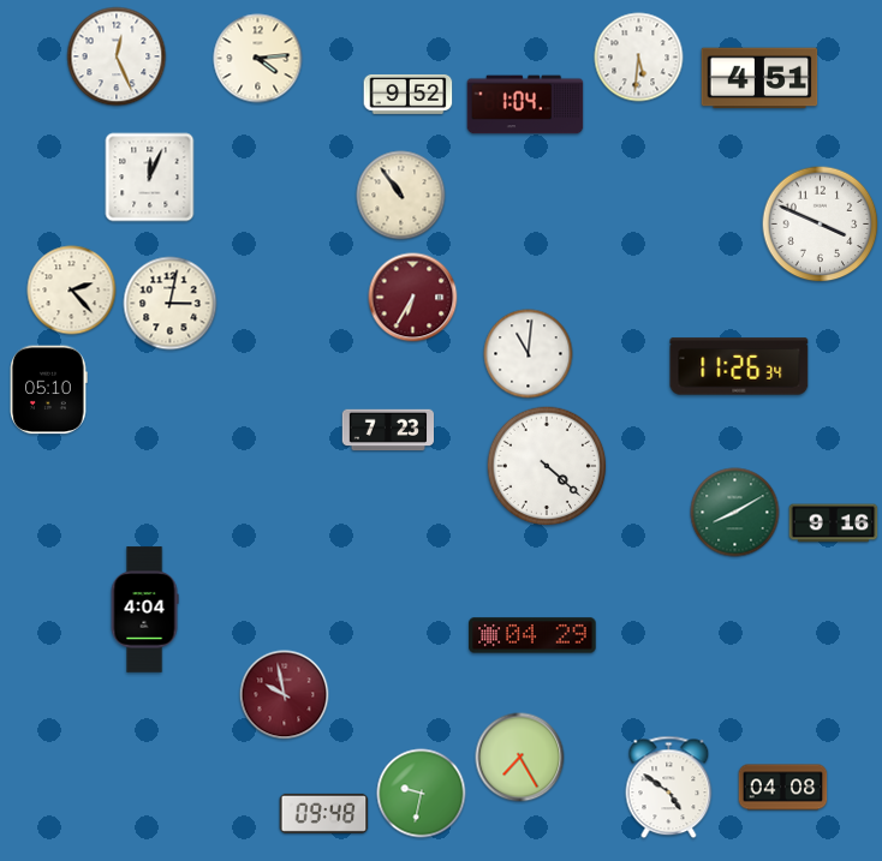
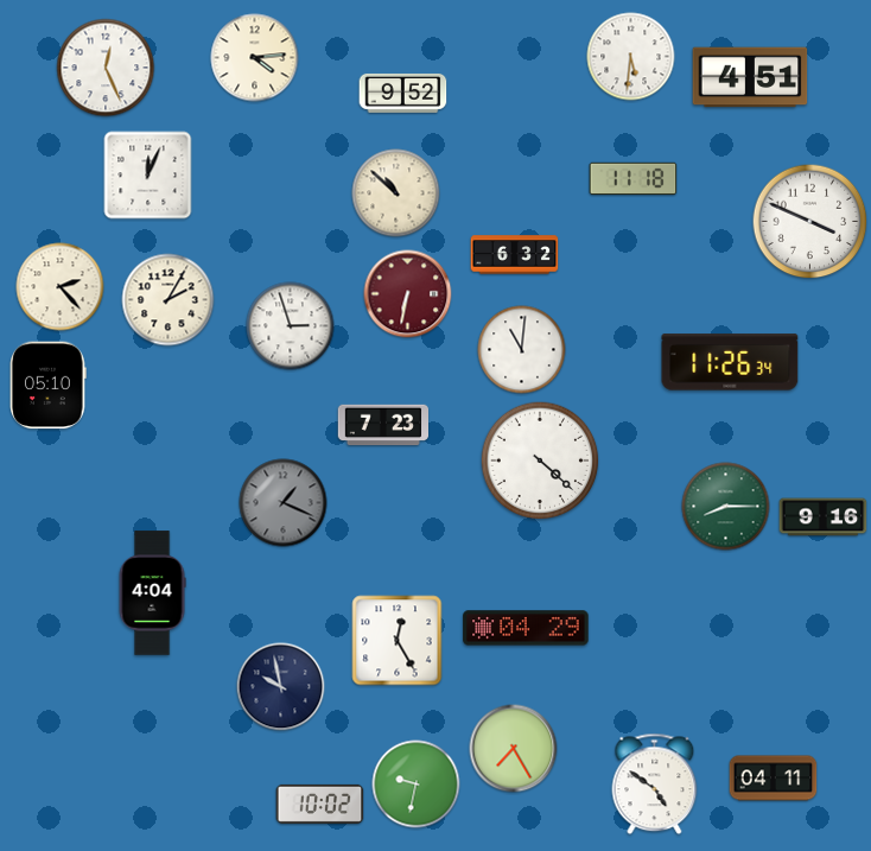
clock at (117, 56) position: (117, 56) -> (106, 68)
clock at (525, 104): 1:04 -> none
clock at (634, 179): none -> 11:18
clock at (401, 196): 10:54 -> 10:52
clock at (515, 255): none -> 6:32
clock at (72, 291) position: (72, 291) -> (61, 287)
clock at (413, 298): 6:35 -> 6:32
clock at (171, 304): 3:02 -> 2:05
clock at (291, 326): none -> 2:57
clock at (284, 503): none -> 1:19
clock at (735, 513): 8:10 -> 8:15
clock at (144, 610) position: (144, 610) -> (152, 593)
clock at (398, 641): none -> 12:25
clock at (285, 695) dial: burgundy -> navy
clock at (669, 788) position: (669, 788) -> (655, 785)
clock at (783, 788): 04:08 -> 04:11
clock at (324, 813): 09:48 -> 10:02
